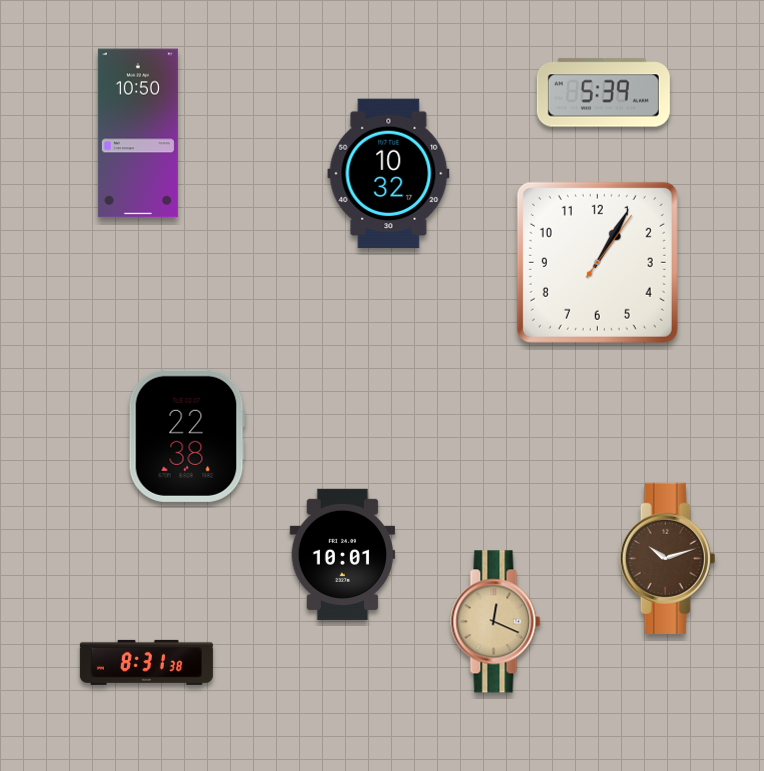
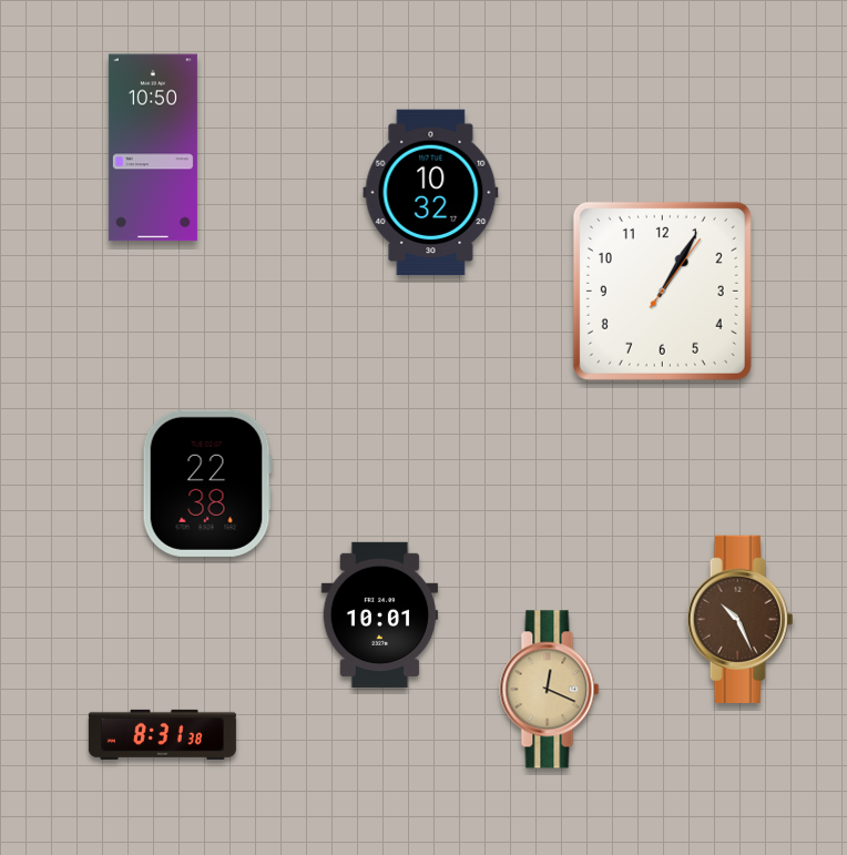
clock at (603, 93): 5:39 -> none
clock at (668, 558): 10:12 -> 10:26
